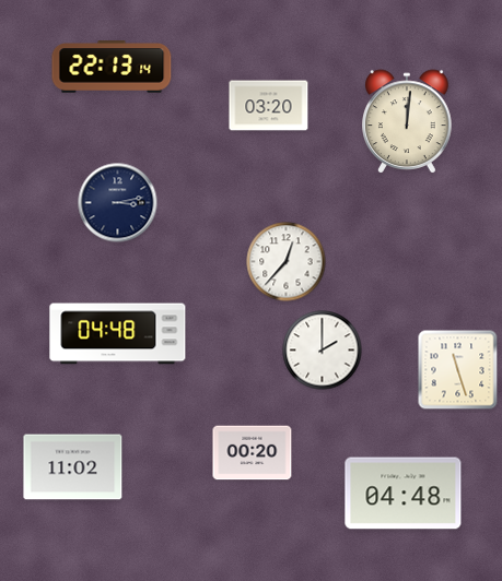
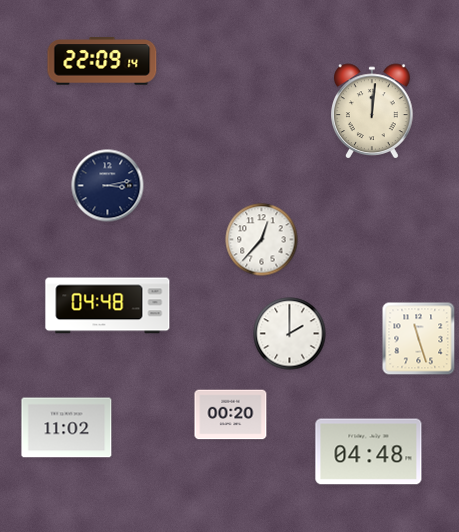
clock at (112, 67): 22:13 -> 22:09
clock at (269, 106): 03:20 -> none
clock at (323, 351) position: (323, 351) -> (290, 334)
